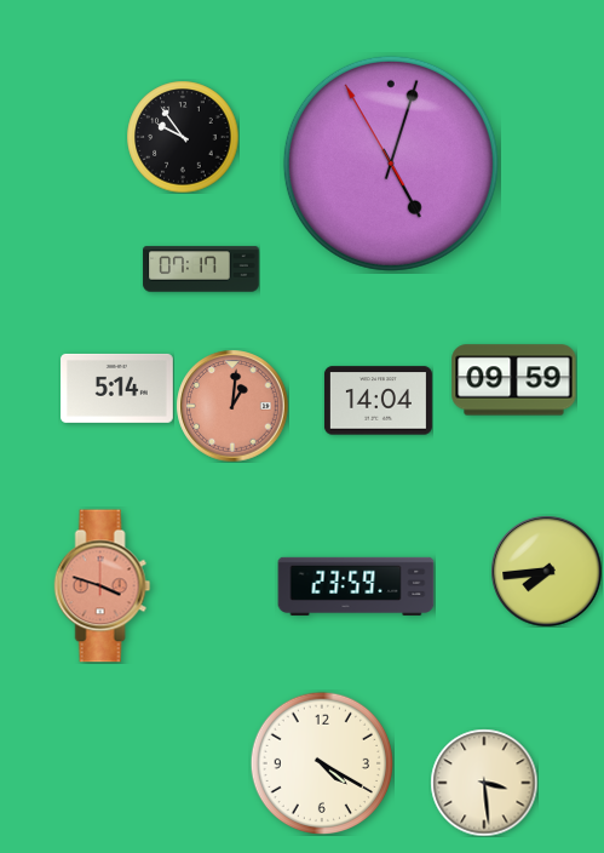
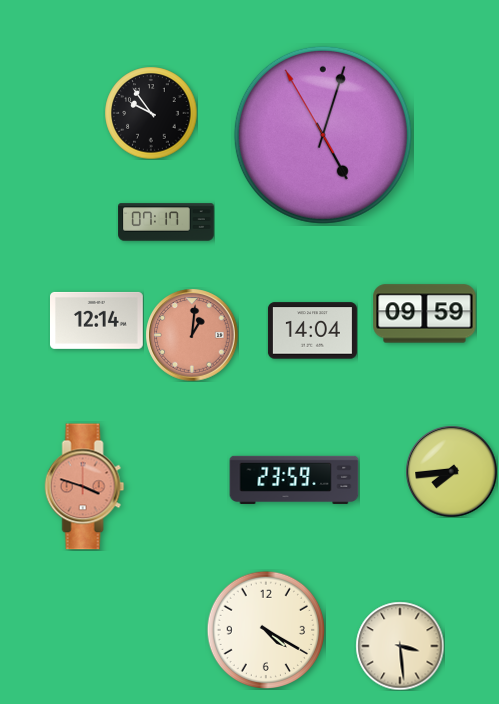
clock at (117, 388): 5:14 -> 12:14
clock at (103, 586) position: (103, 586) -> (85, 487)
clock at (356, 586) position: (356, 586) -> (294, 480)
